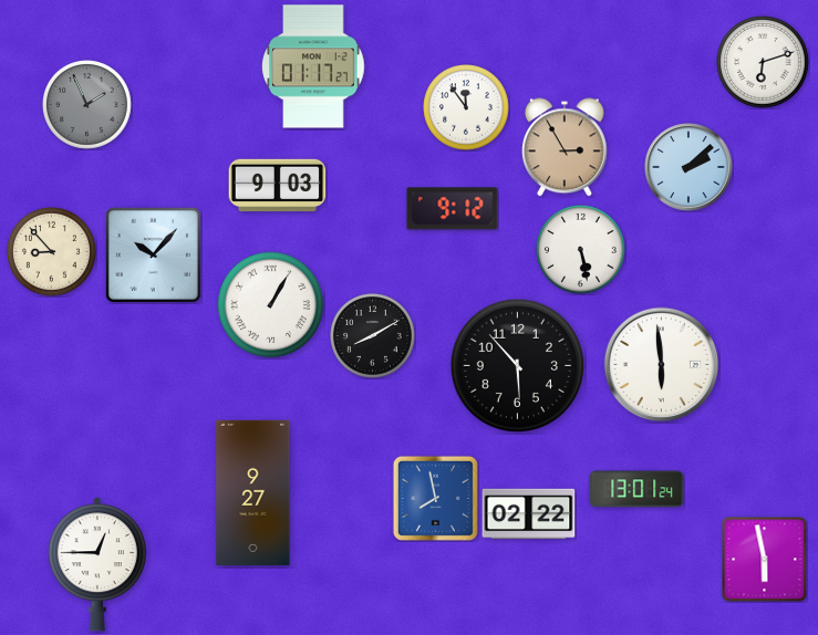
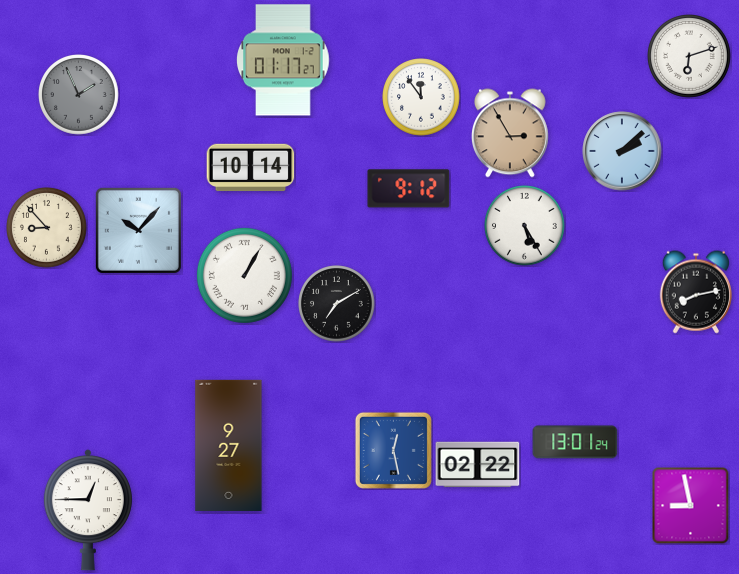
clock at (278, 186): 9:03 -> 10:14
clock at (581, 250): 5:28 -> 5:25
clock at (695, 292): none -> 8:13
clock at (373, 336): 8:10 -> 7:10
clock at (517, 365): 5:53 -> none
clock at (662, 365): 5:59 -> none
clock at (435, 498): 7:58 -> 12:28
clock at (764, 560): 5:58 -> 8:58
